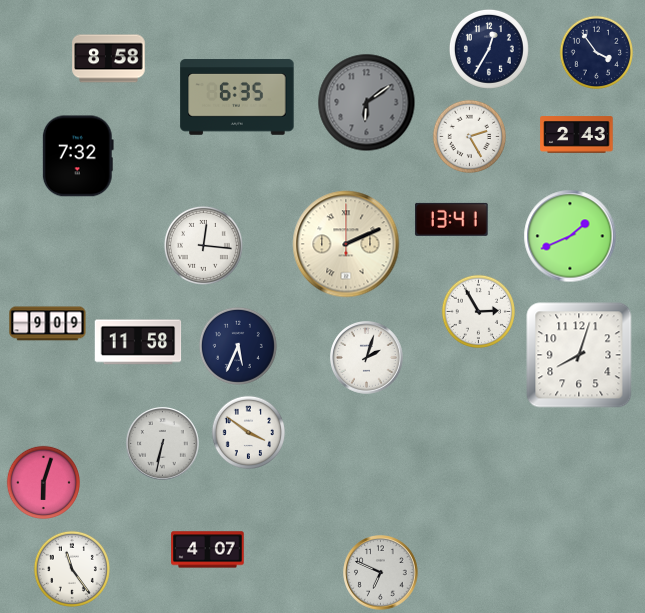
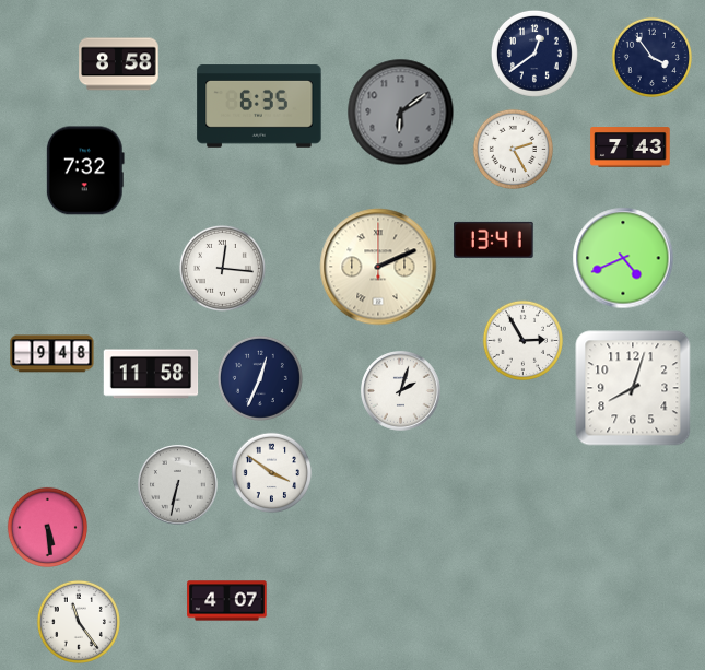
clock at (489, 49): 12:35 -> 12:39
clock at (577, 135): 2:43 -> 7:43
clock at (570, 236): 1:41 -> 4:41
clock at (48, 324): 9:09 -> 9:48
clock at (238, 346): 5:34 -> 12:34
clock at (43, 482): 6:03 -> 5:29
clock at (381, 573): 6:49 -> none
